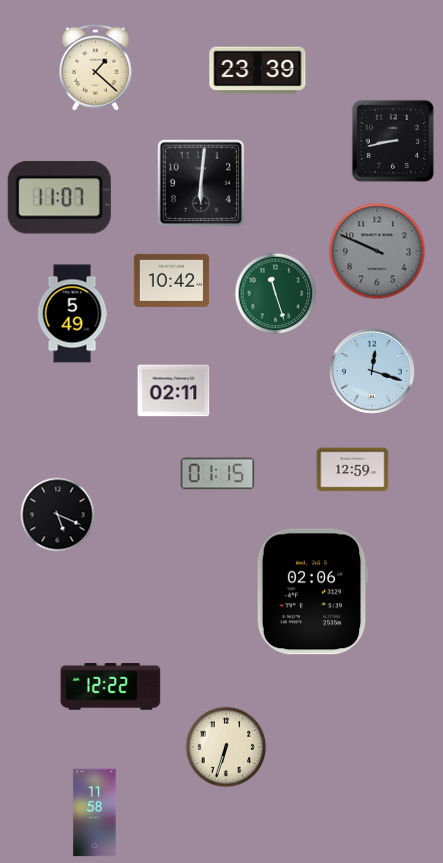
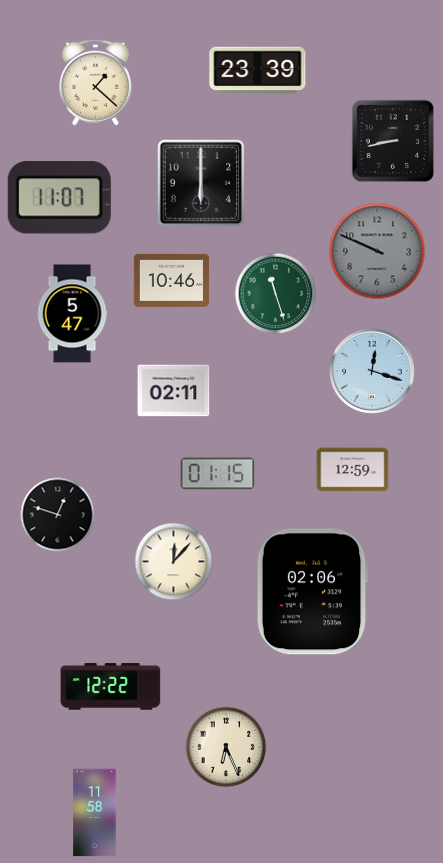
clock at (95, 67) position: (95, 67) -> (95, 82)
clock at (201, 183): 6:01 -> 6:00
clock at (171, 280): 10:42 -> 10:46
clock at (72, 314): 5:49 -> 5:47
clock at (58, 515): 5:19 -> 12:48
clock at (174, 562): none -> 12:07
clock at (226, 747): 6:33 -> 6:26
